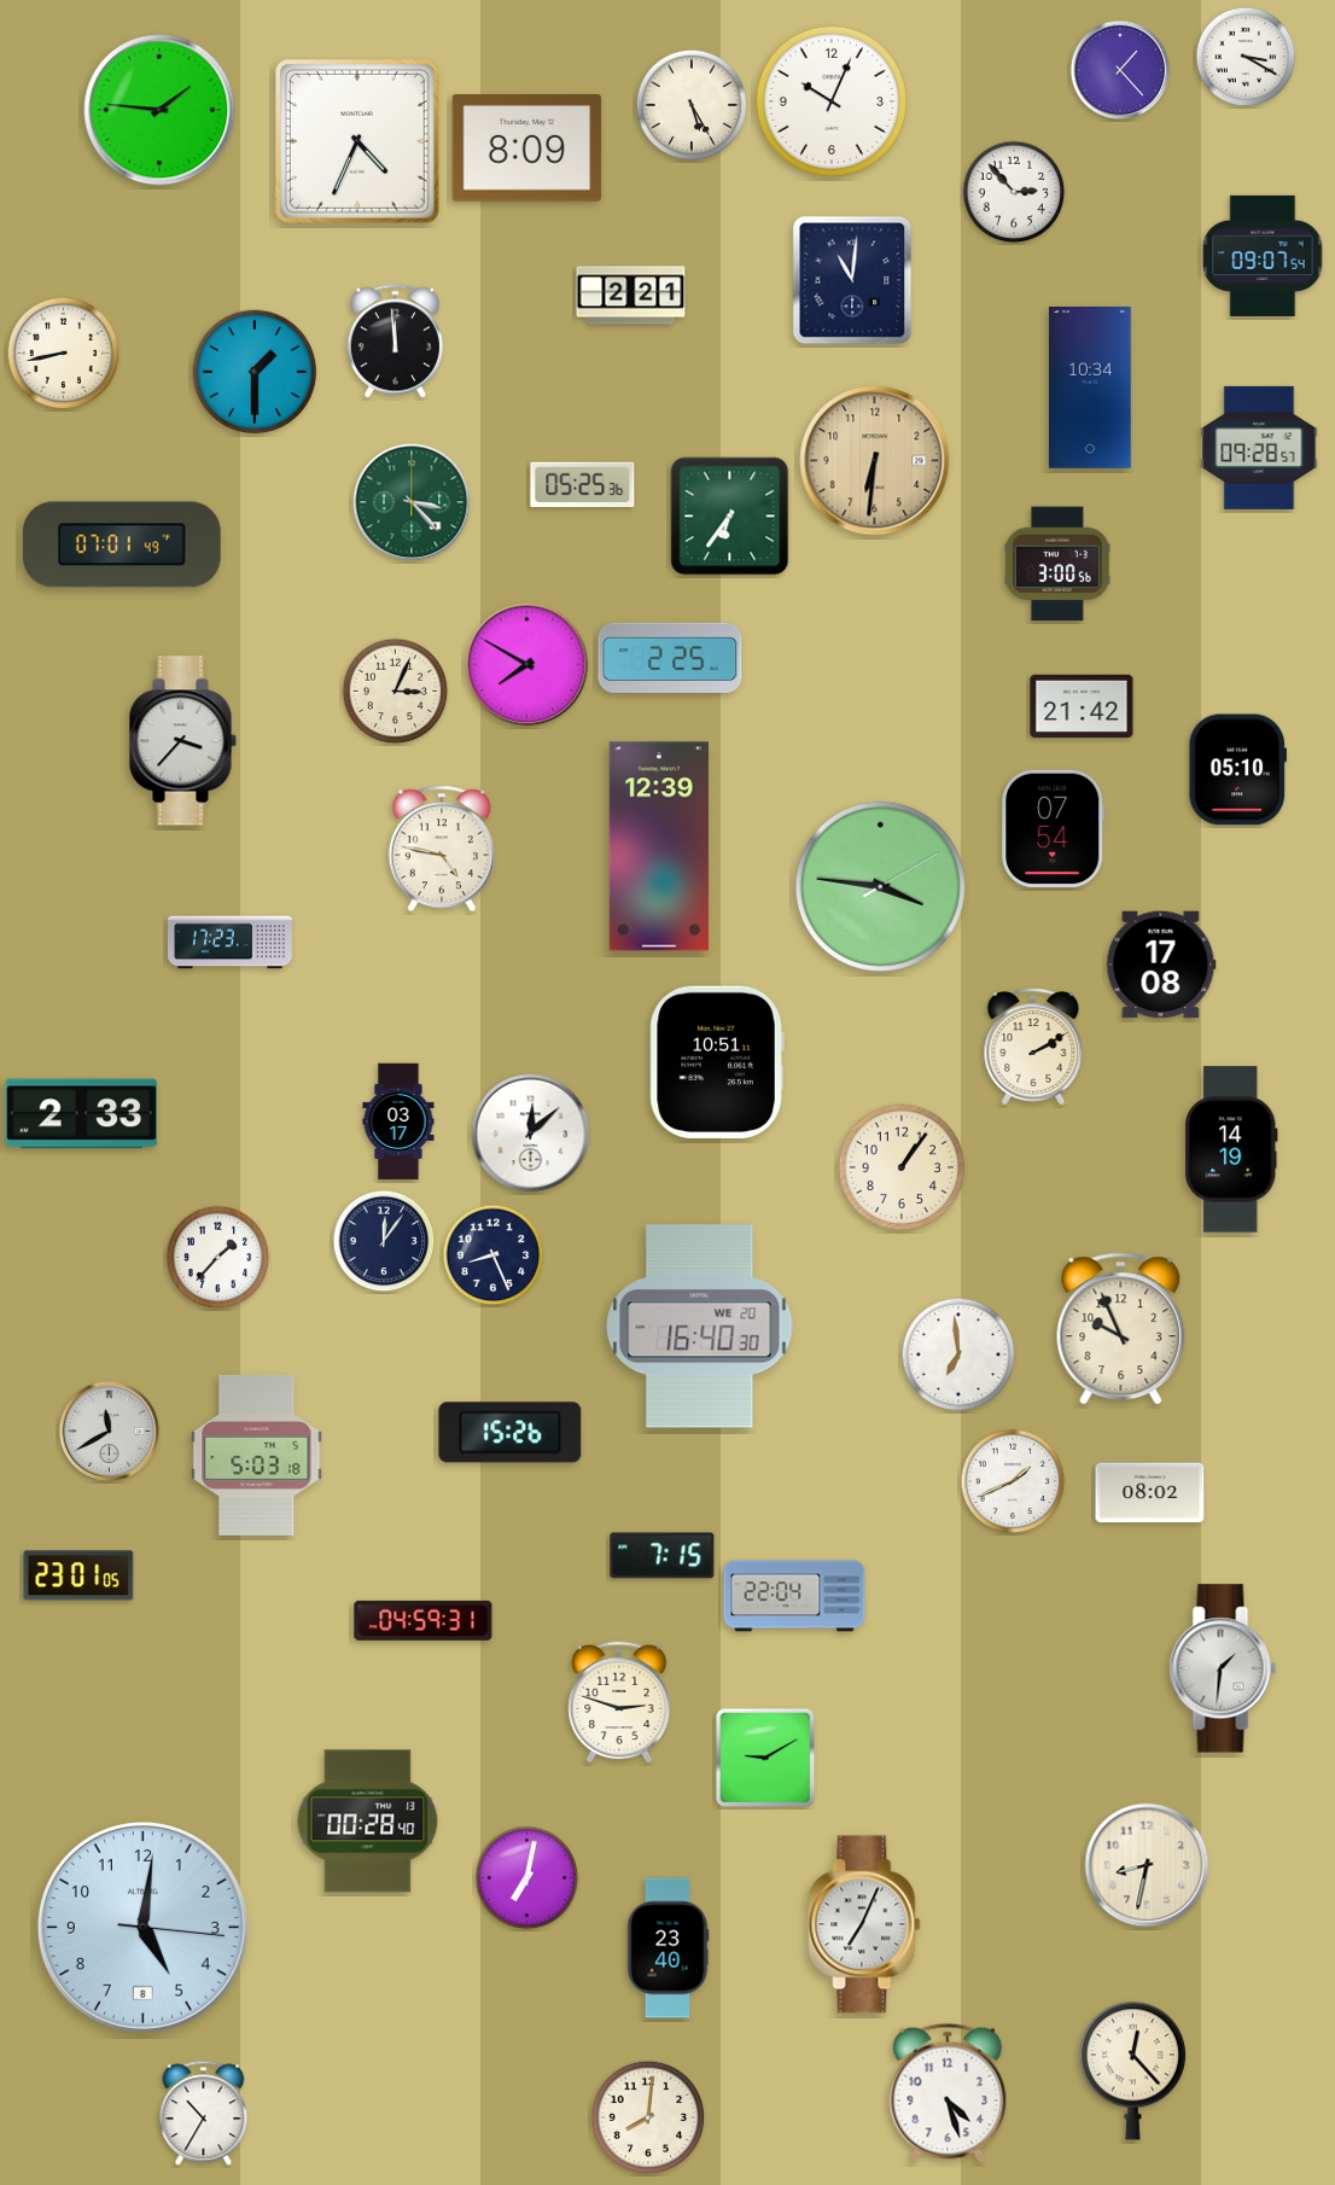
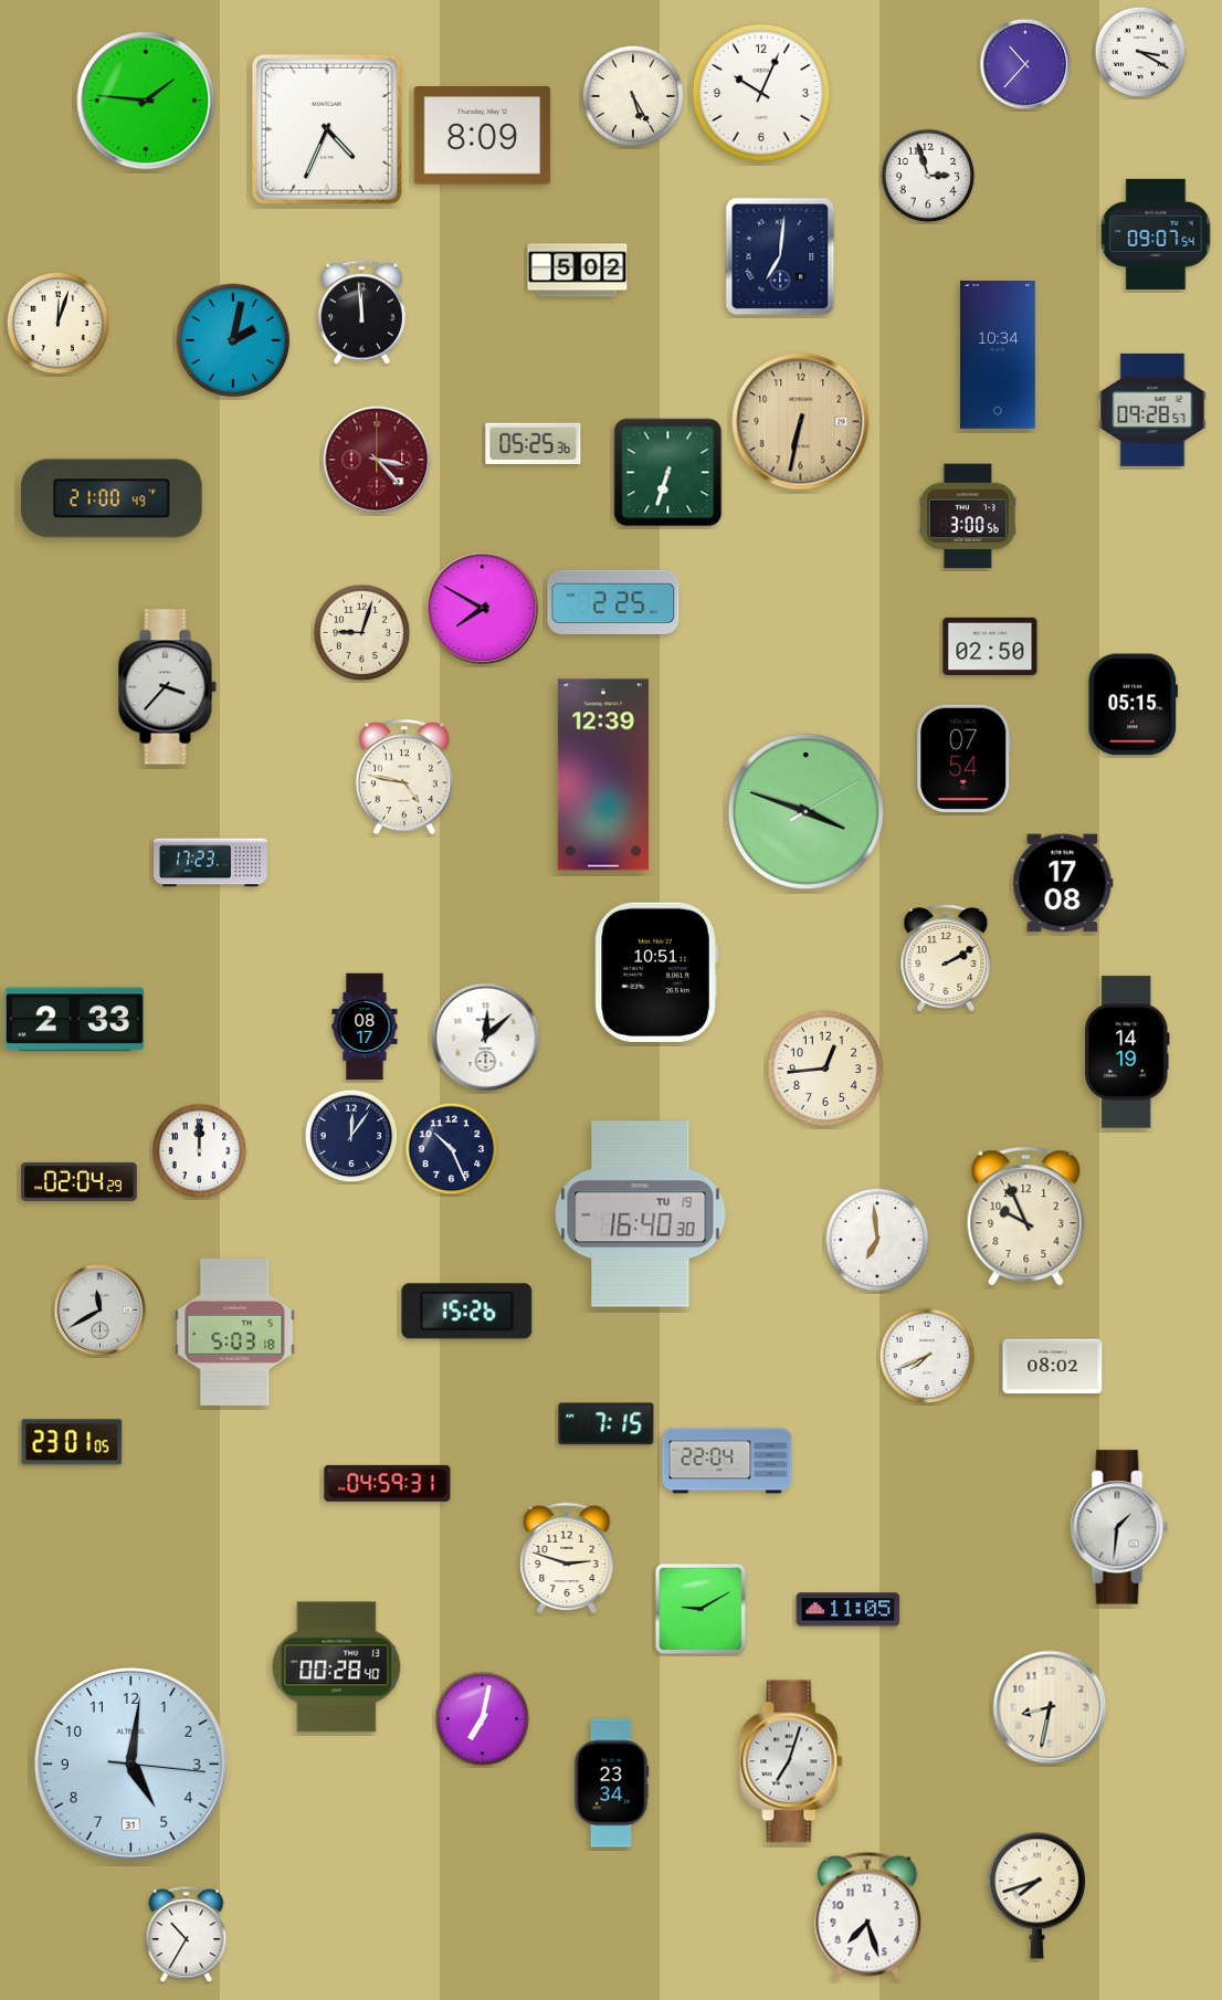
clock at (1120, 70): 1:23 -> 10:37
clock at (1014, 192): 2:53 -> 2:57
clock at (852, 280): 11:01 -> 7:01
clock at (631, 296): 2:21 -> 5:02
clock at (64, 354): 8:43 -> 12:03
clock at (255, 372): 1:30 -> 2:02
clock at (875, 461): 6:31 -> 6:32
clock at (412, 502) dial: green -> burgundy
clock at (730, 517): 6:36 -> 6:33
clock at (123, 544): 07:01 -> 21:00
clock at (396, 692): 3:04 -> 9:03
clock at (1082, 706): 21:42 -> 02:50
clock at (182, 741) position: (182, 741) -> (167, 687)
clock at (1237, 770): 05:10 -> 05:15
clock at (880, 886): 3:46 -> 3:48
clock at (398, 1121): 03:17 -> 08:17
clock at (902, 1167): 1:06 -> 12:44
clock at (494, 1255): 8:26 -> 10:26
clock at (218, 1258): 1:37 -> 12:00
clock at (80, 1181): none -> 02:04
clock at (700, 1327) date: WE 20 -> TU 19
clock at (1013, 1481): 1:41 -> 7:41
clock at (849, 1610): none -> 11:05
clock at (864, 1924): 7:04 -> 7:03
clock at (142, 1927) date: 8 -> 31
clock at (667, 1948): 23:40 -> 23:34
clock at (1132, 2072): 12:23 -> 7:42
clock at (948, 2093): 4:27 -> 7:27
clock at (648, 2117): 8:01 -> none
